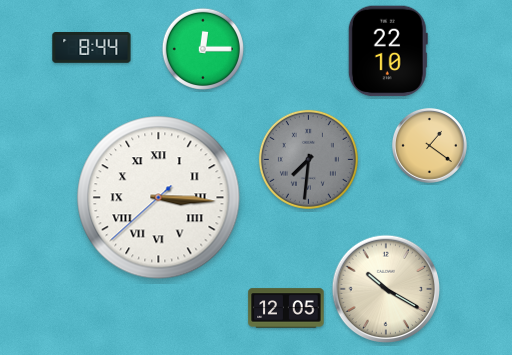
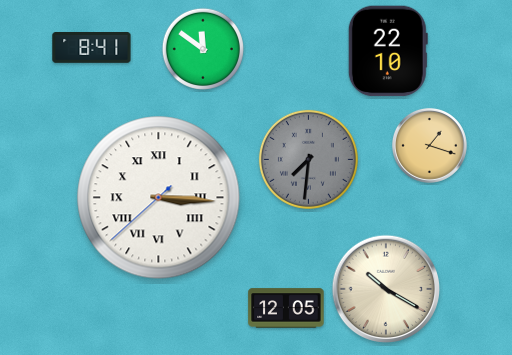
clock at (92, 48): 8:44 -> 8:41
clock at (203, 49): 12:15 -> 11:51
clock at (429, 145): 1:21 -> 1:18
